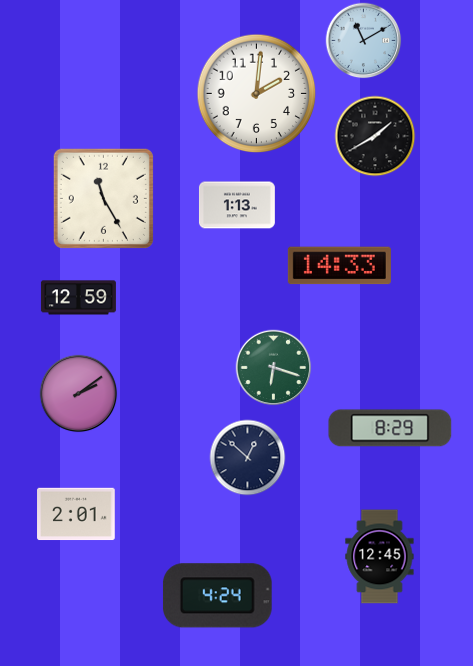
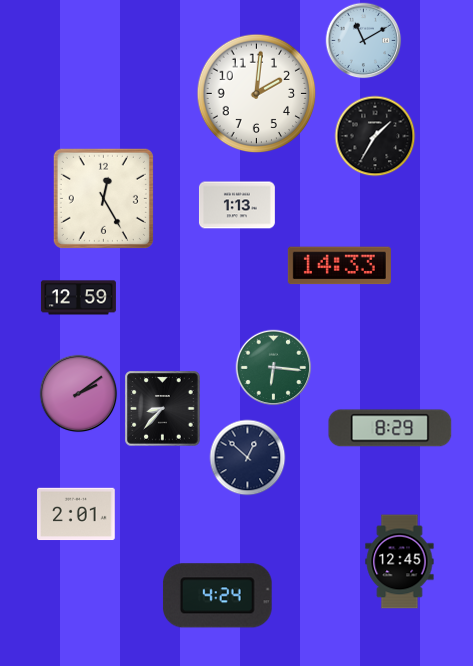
clock at (375, 136): 1:40 -> 1:35
clock at (103, 198): 11:25 -> 12:25
clock at (274, 368): 6:18 -> 6:16
clock at (163, 409): none -> 8:37
clock at (380, 557) position: (380, 557) -> (400, 562)
